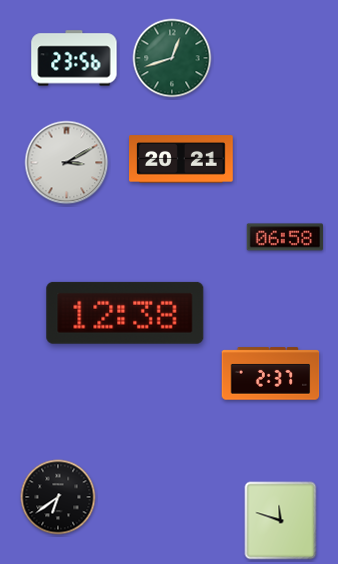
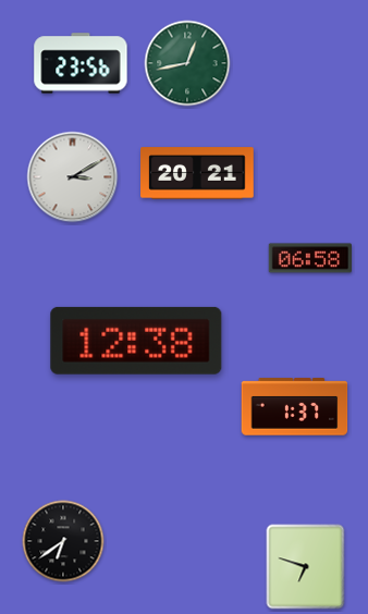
clock at (172, 58): 12:42 -> 12:43
clock at (271, 374): 2:37 -> 1:37
clock at (281, 521): 11:48 -> 6:48
